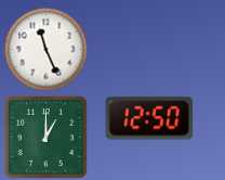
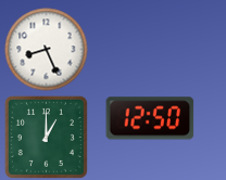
clock at (47, 50): 11:26 -> 8:26
